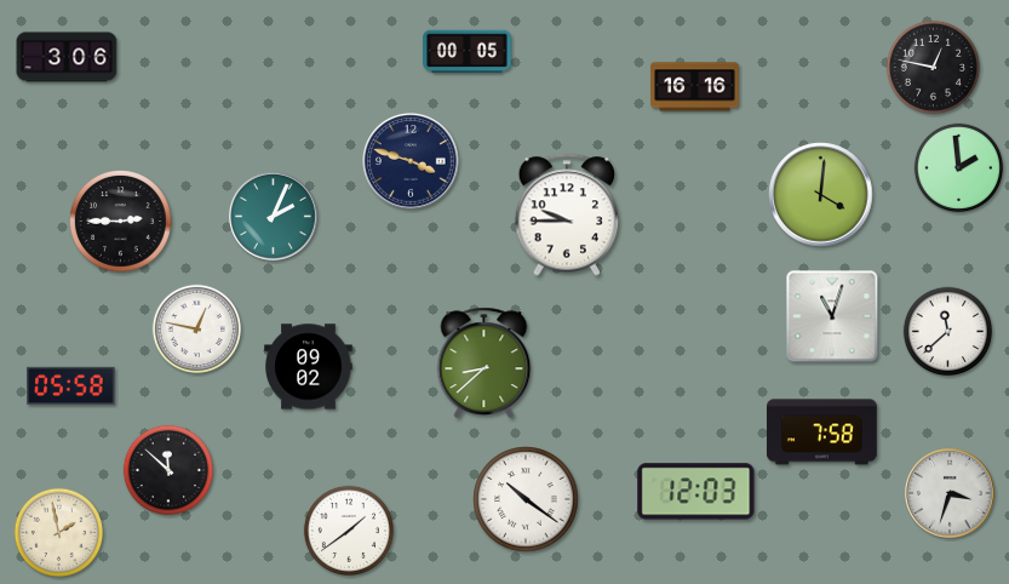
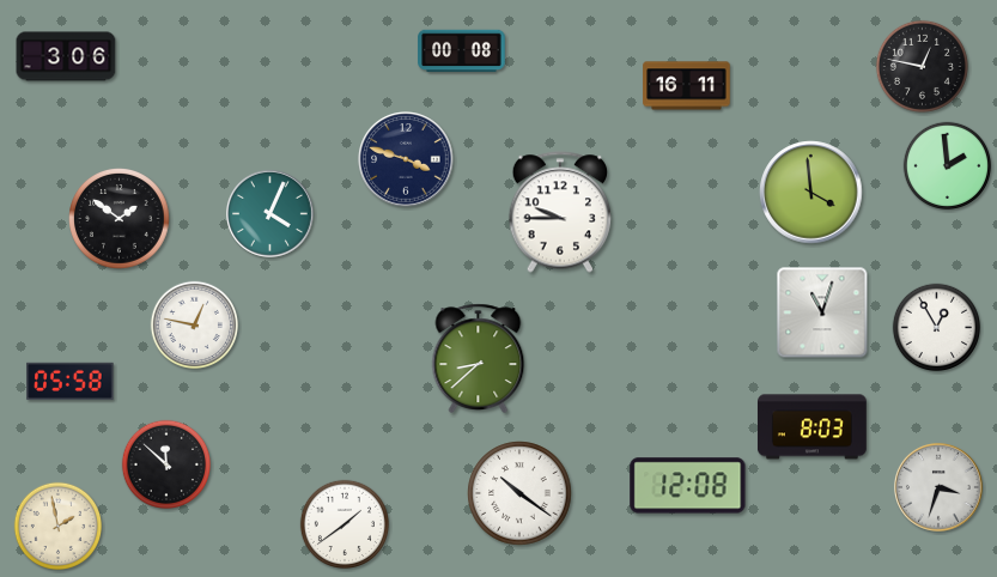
clock at (468, 52): 00:05 -> 00:08
clock at (695, 87): 16:16 -> 16:11
clock at (821, 195): 4:01 -> 3:59
clock at (274, 217): 2:04 -> 4:04
clock at (121, 222): 2:45 -> 1:51
clock at (948, 332): 11:38 -> 12:55
clock at (309, 367): 09:02 -> none
clock at (821, 433): 7:58 -> 8:03
clock at (696, 492): 12:03 -> 12:08
